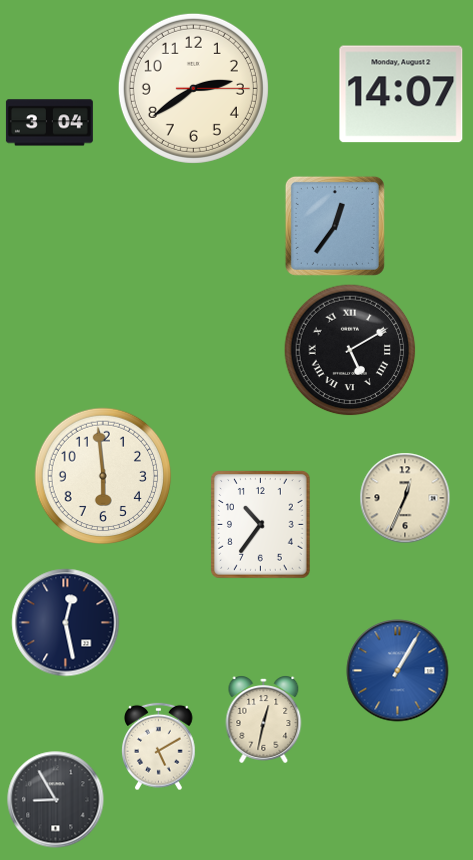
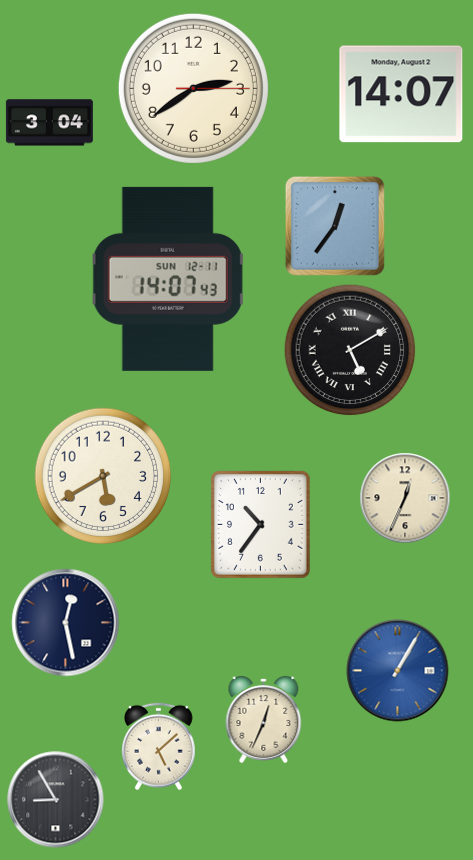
clock at (168, 279): none -> 14:07
clock at (103, 476): 5:59 -> 5:40
clock at (264, 719): 12:32 -> 12:34
clock at (159, 747): 5:10 -> 5:08
